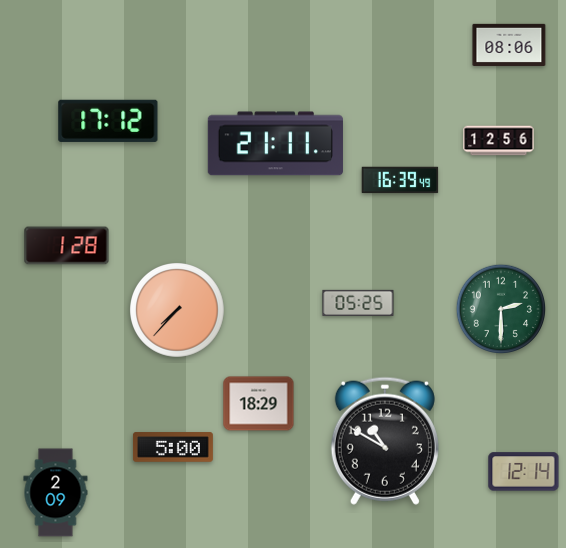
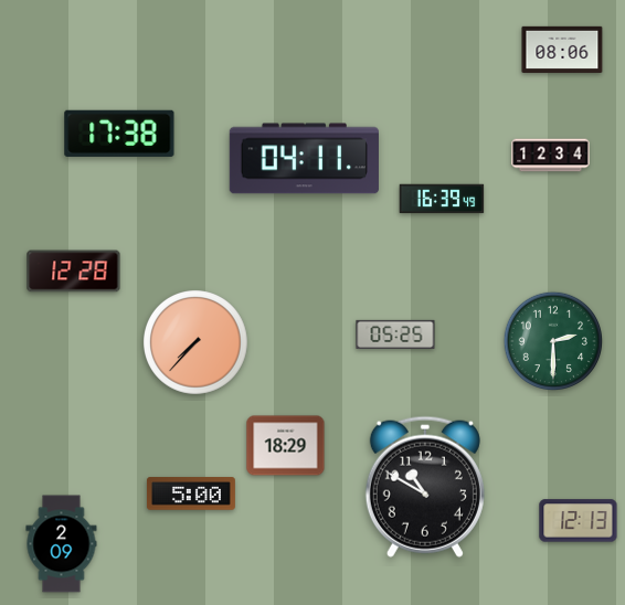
clock at (108, 121): 17:12 -> 17:38
clock at (499, 141): 12:56 -> 12:34
clock at (275, 144): 21:11 -> 04:11
clock at (67, 246): 1:28 -> 12:28
clock at (524, 472): 12:14 -> 12:13
